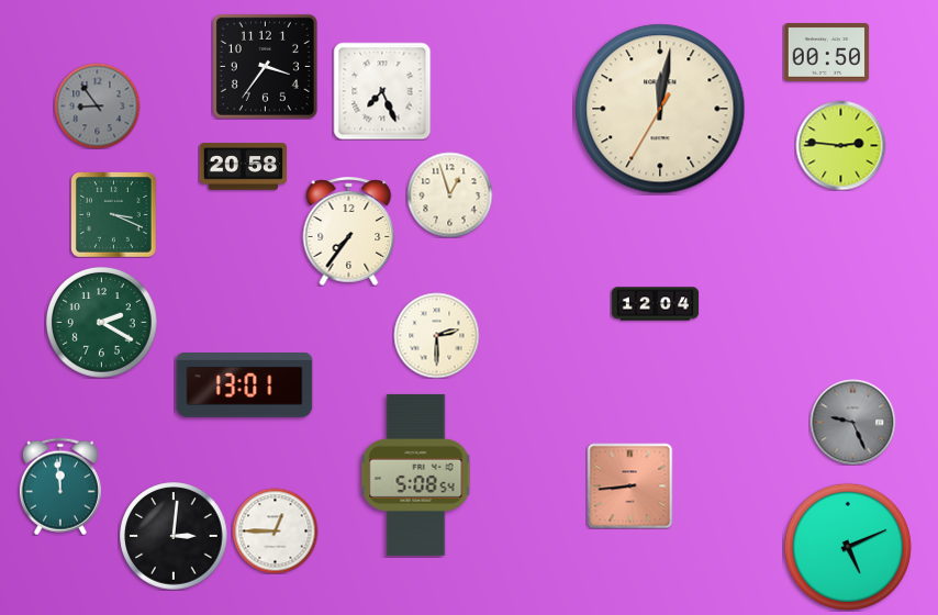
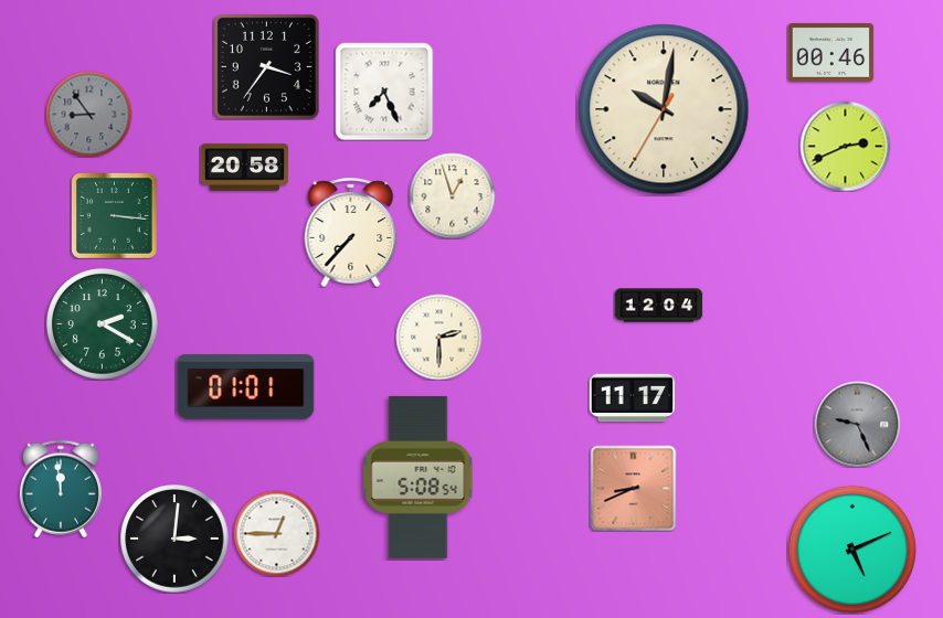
clock at (826, 52): 00:50 -> 00:46
clock at (97, 105) position: (97, 105) -> (88, 114)
clock at (660, 109): 12:01 -> 10:01
clock at (840, 145): 2:46 -> 2:41
clock at (114, 215): 3:19 -> 3:16
clock at (349, 231): 7:36 -> 7:37
clock at (245, 385): 13:01 -> 01:01
clock at (632, 398): none -> 11:17
clock at (629, 485): 8:44 -> 8:41
